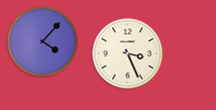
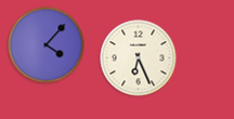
clock at (128, 54): 3:26 -> 6:26
